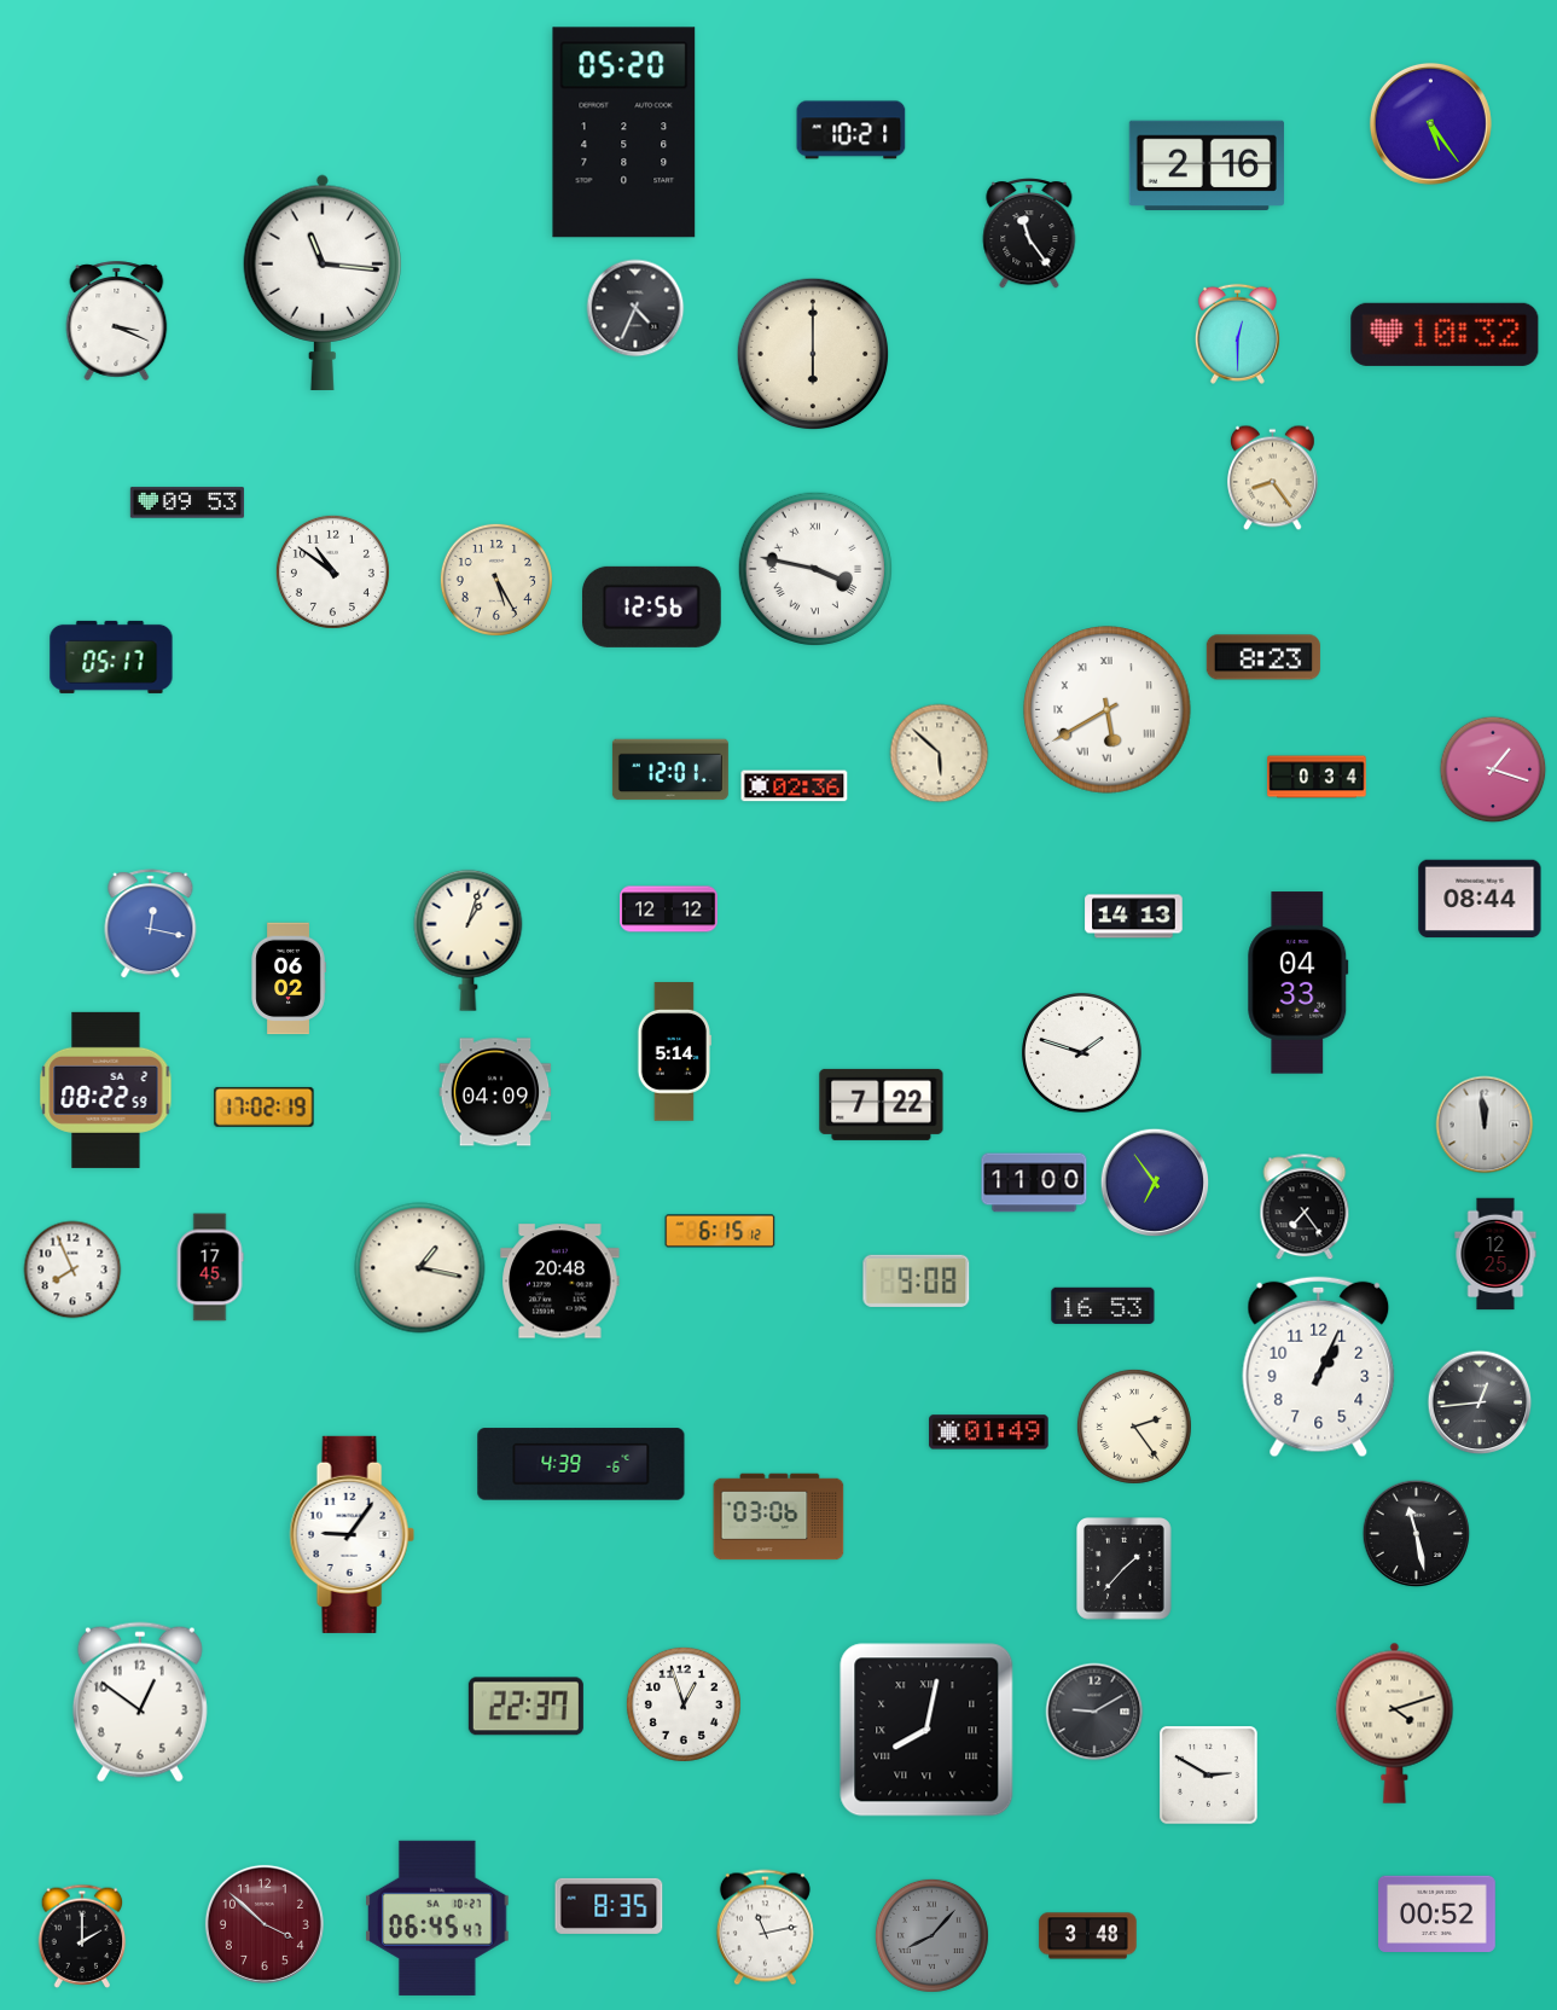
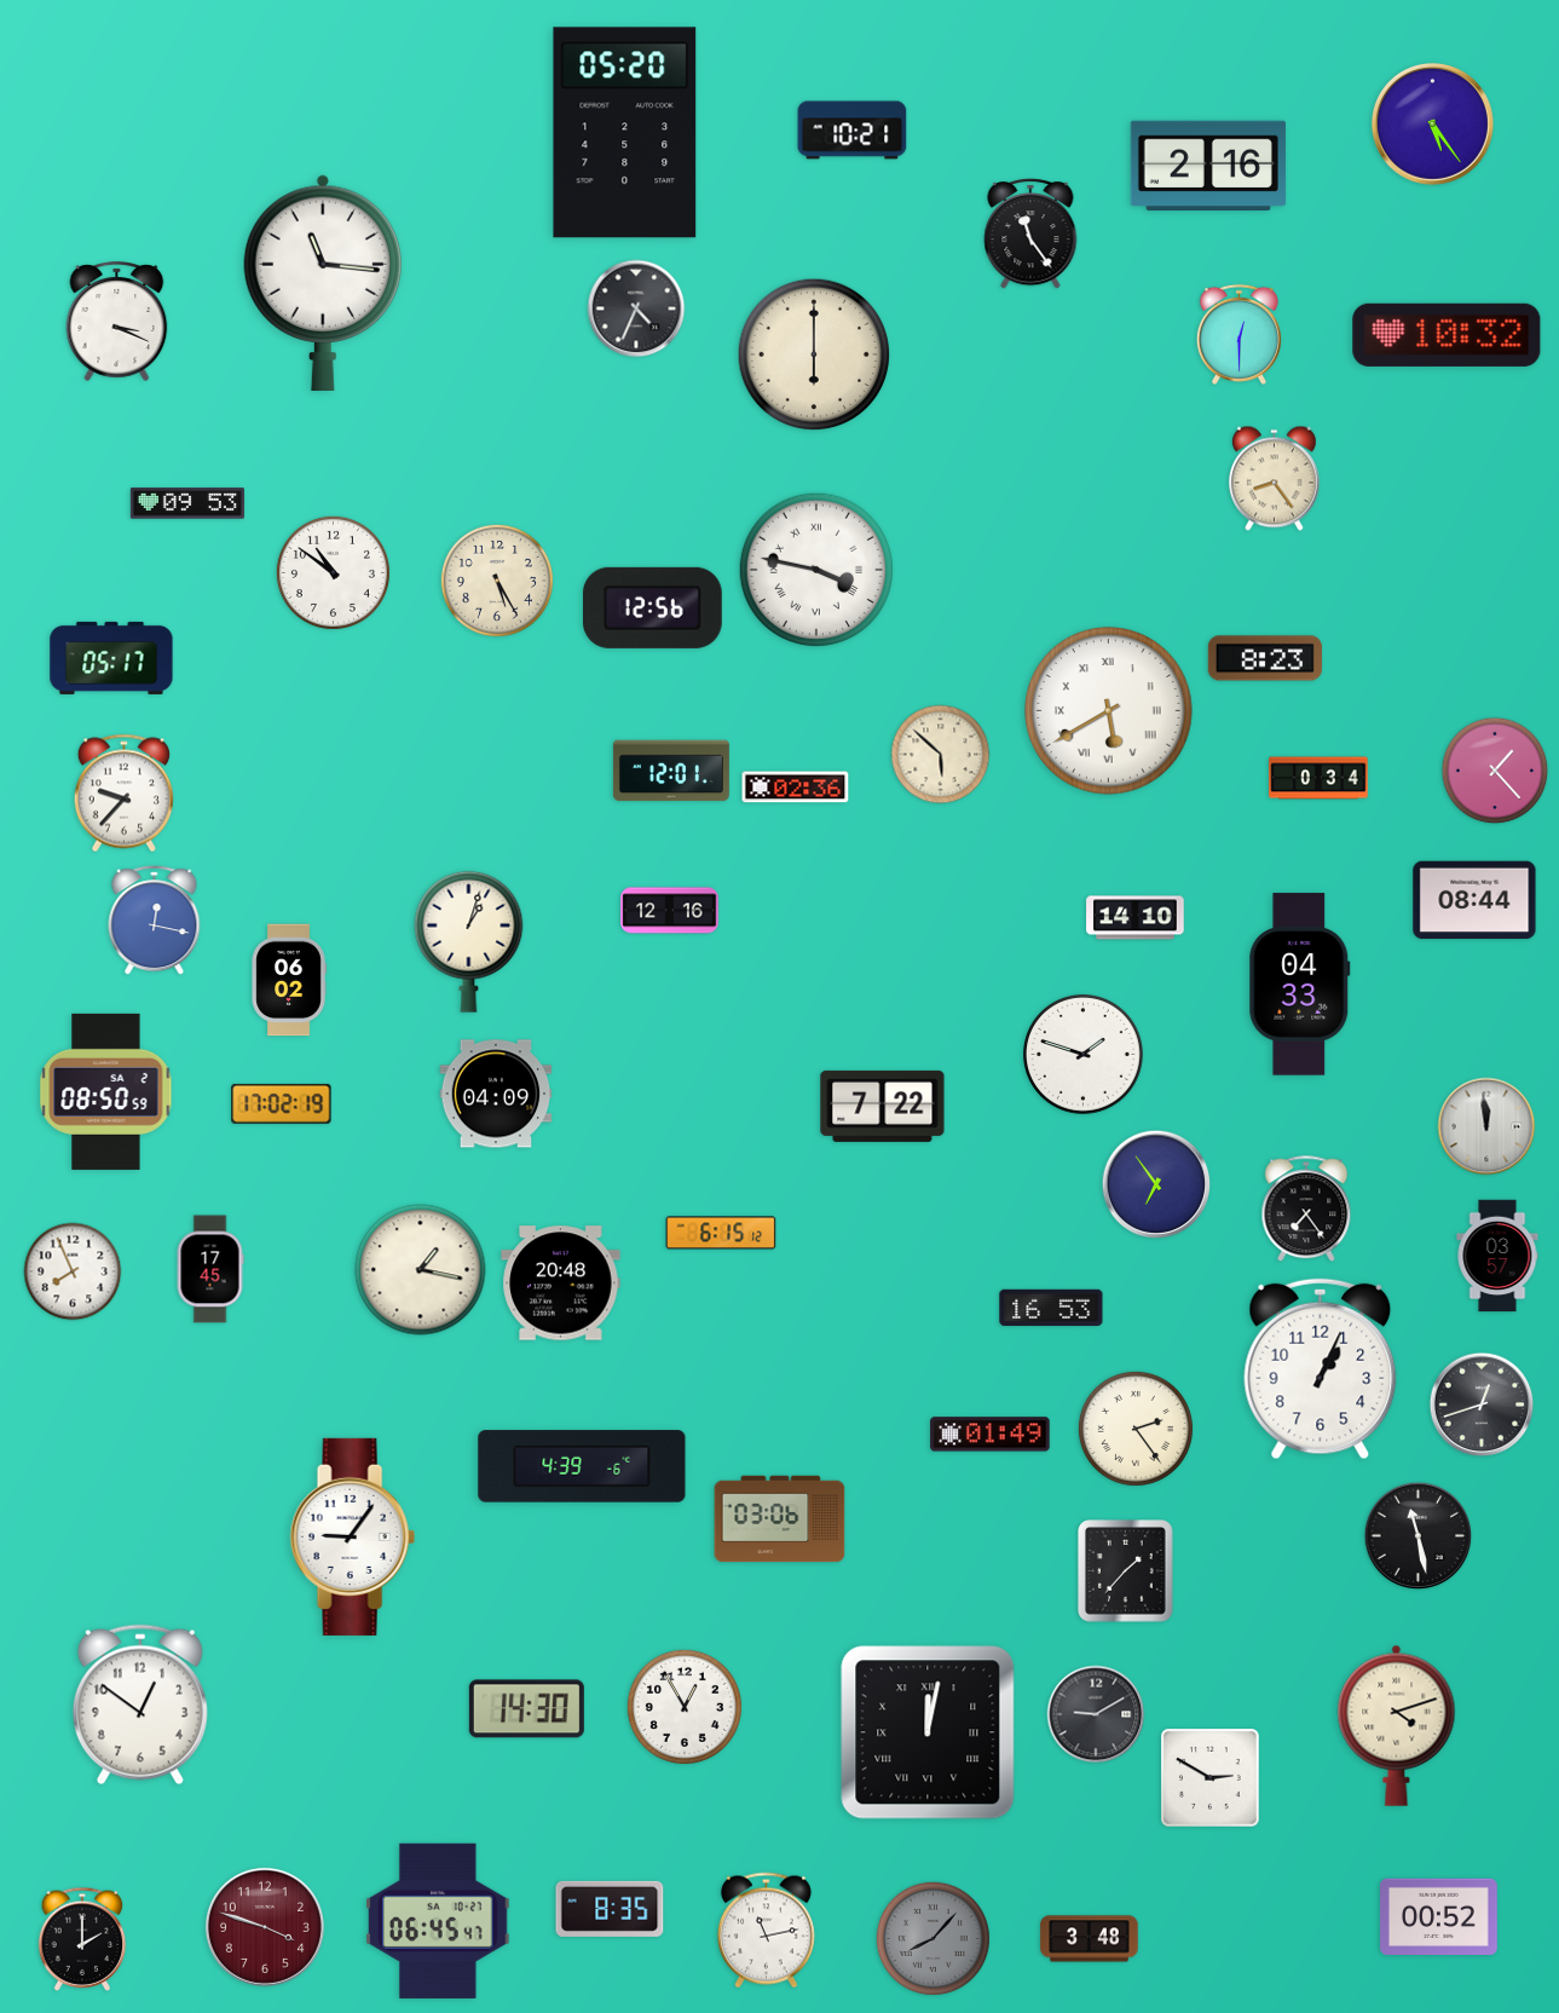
clock at (1493, 769): 1:18 -> 1:23
clock at (123, 794): none -> 9:37
clock at (1480, 899) position: (1480, 899) -> (1474, 900)
clock at (669, 910): 12:12 -> 12:16
clock at (1134, 917): 14:13 -> 14:10
clock at (151, 924) position: (151, 924) -> (155, 921)
clock at (674, 1052): 5:14 -> none
clock at (106, 1090): 08:22 -> 08:50
clock at (265, 1106) position: (265, 1106) -> (282, 1103)
clock at (1034, 1183): 11:00 -> none
clock at (1495, 1254): 12:25 -> 03:57
clock at (917, 1280): 9:08 -> none
clock at (1103, 1305) position: (1103, 1305) -> (1051, 1307)
clock at (1480, 1402): 12:44 -> 12:42
clock at (684, 1704): 12:57 -> 12:55
clock at (525, 1707): 22:37 -> 14:30
clock at (926, 1730): 8:02 -> 12:02
clock at (265, 1924): 3:52 -> 3:48
